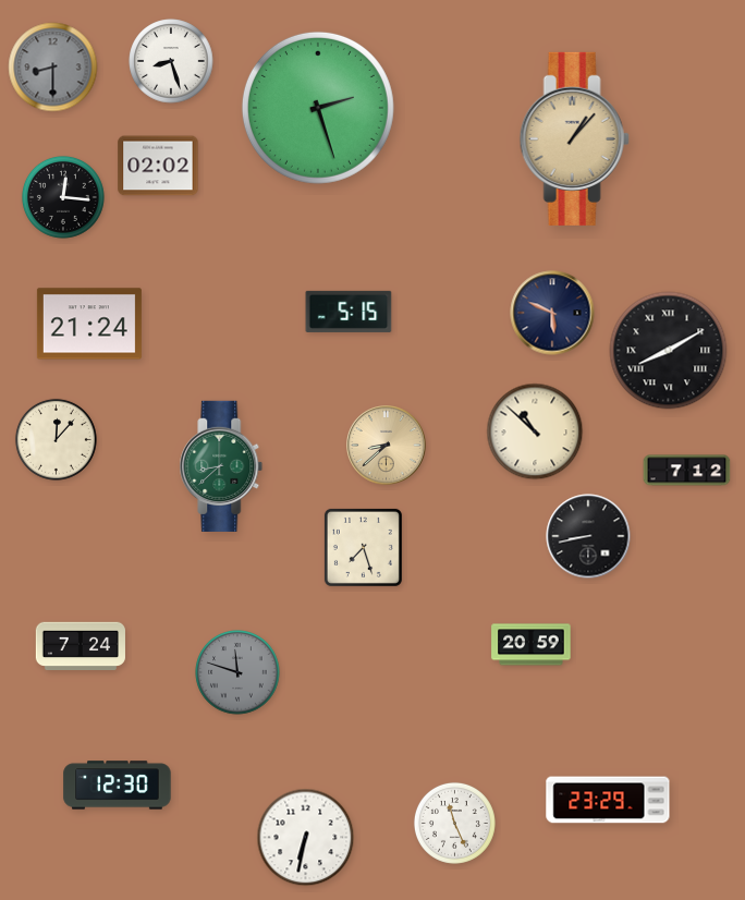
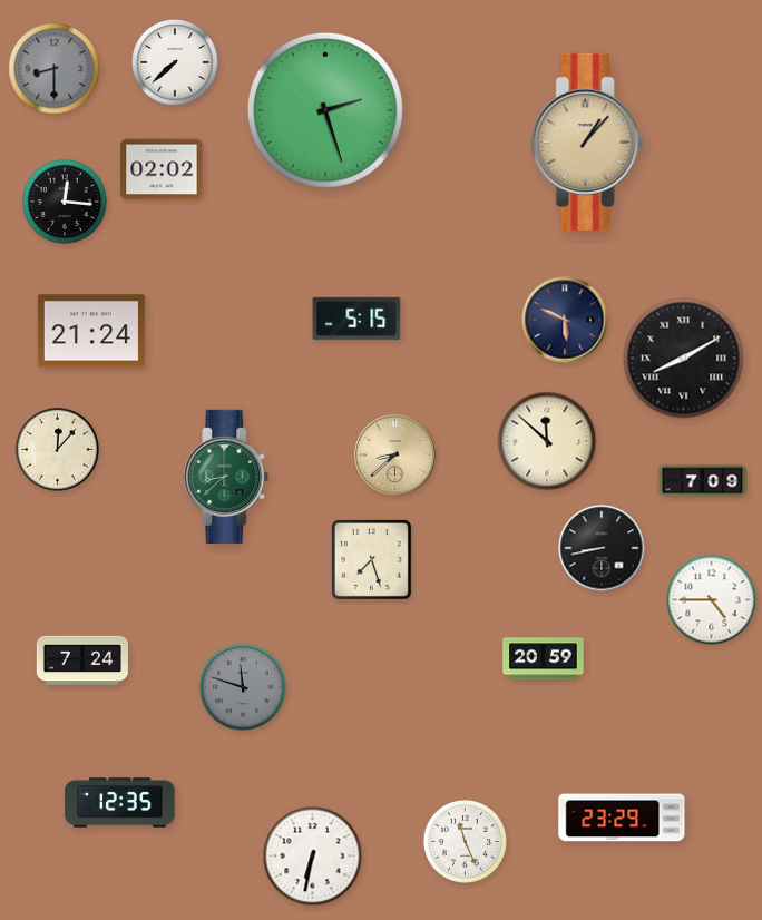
clock at (171, 61): 8:27 -> 7:38
clock at (535, 431): 10:52 -> 11:52
clock at (687, 471): 7:12 -> 7:09
clock at (712, 600): none -> 4:45
clock at (118, 786): 12:30 -> 12:35
